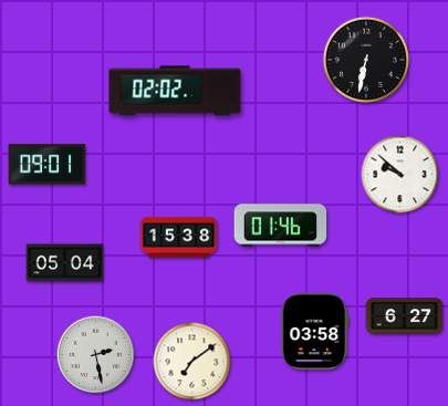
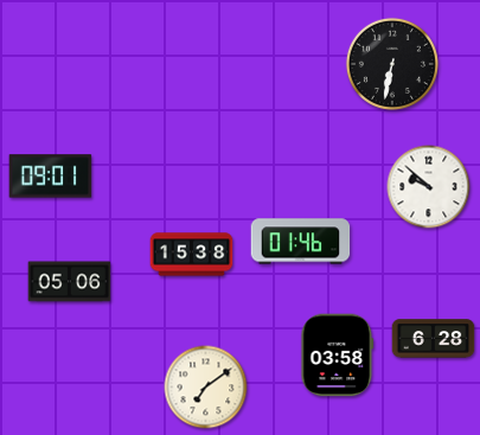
clock at (175, 91): 02:02 -> none
clock at (65, 263): 05:04 -> 05:06
clock at (405, 316): 6:27 -> 6:28
clock at (96, 355): 2:28 -> none
